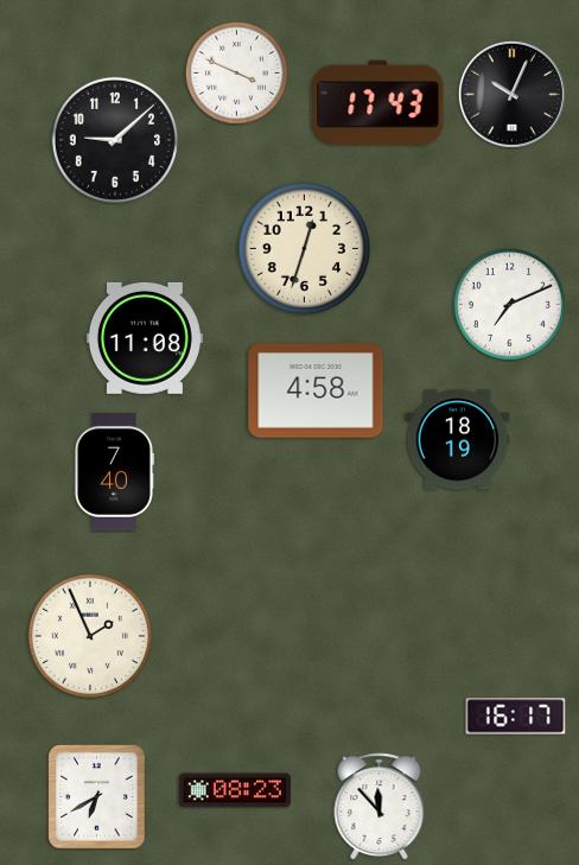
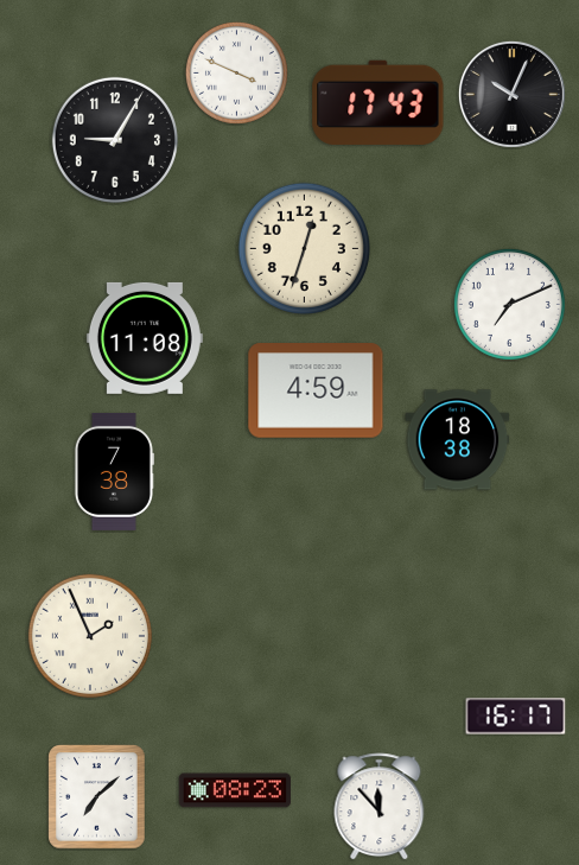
clock at (115, 140): 9:08 -> 9:05
clock at (316, 390): 4:58 -> 4:59
clock at (458, 440): 18:19 -> 18:38
clock at (114, 471): 7:40 -> 7:38
clock at (97, 797): 6:40 -> 7:08
